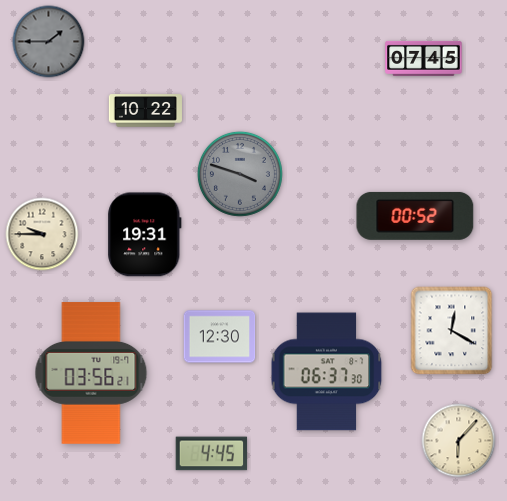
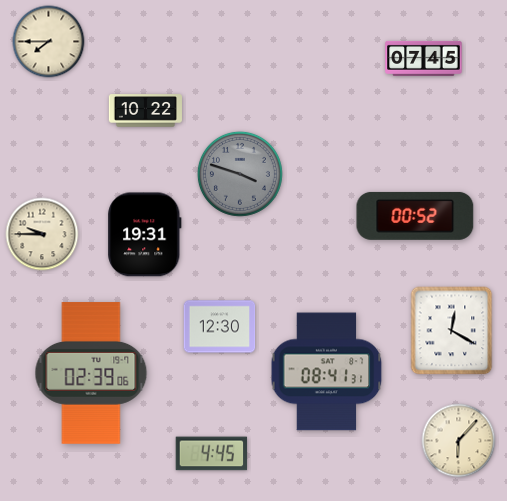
clock at (49, 42): 1:45 -> 7:45
clock at (49, 42) dial: grey -> cream
clock at (220, 337) position: (220, 337) -> (220, 327)
clock at (327, 372): 06:37 -> 08:41
clock at (91, 373): 03:56 -> 02:39
